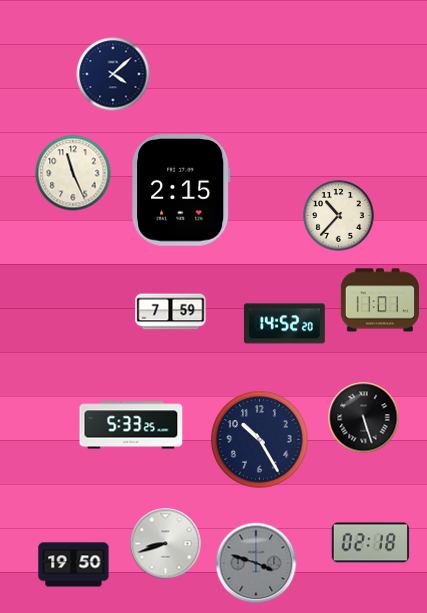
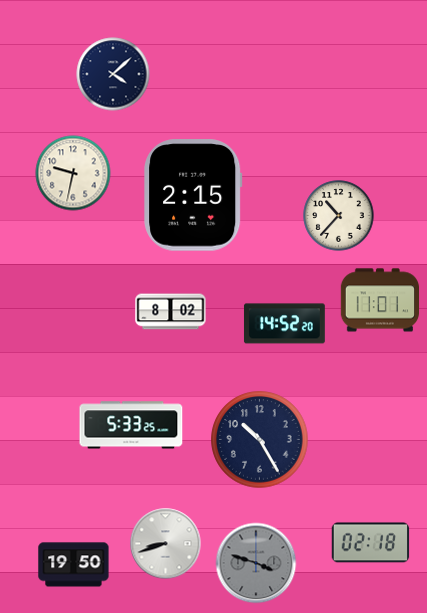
clock at (73, 173): 11:26 -> 9:32
clock at (181, 190) position: (181, 190) -> (193, 195)
clock at (171, 312): 7:59 -> 8:02
clock at (364, 418): 5:27 -> none
